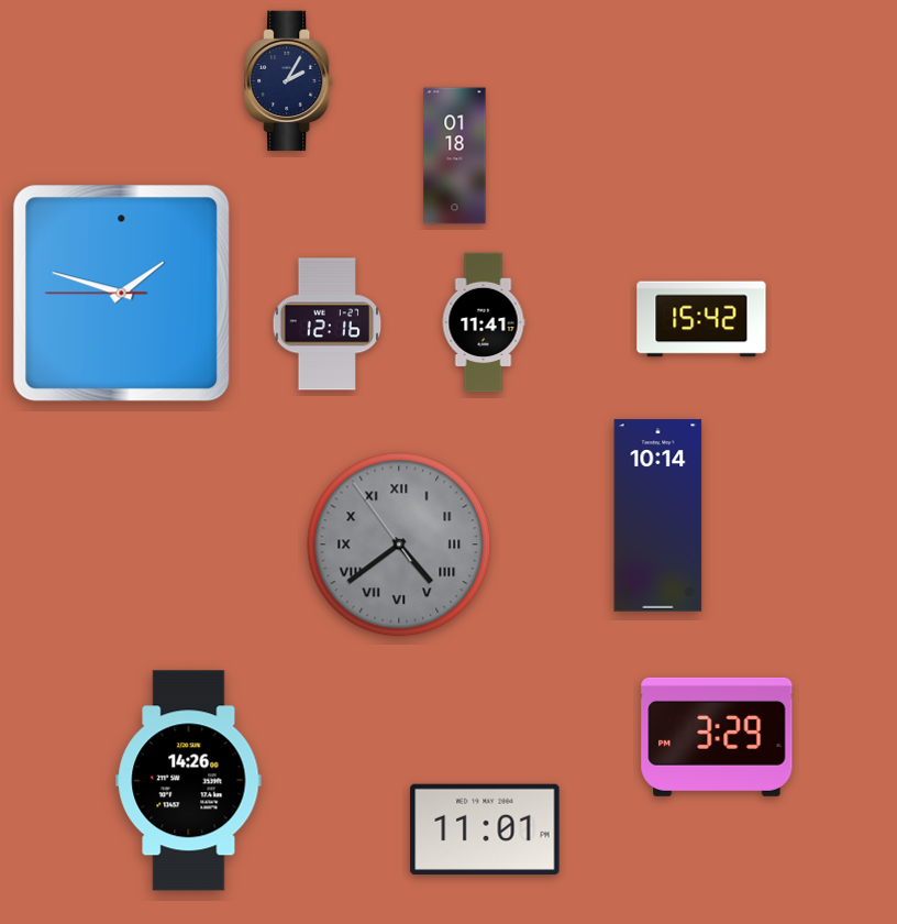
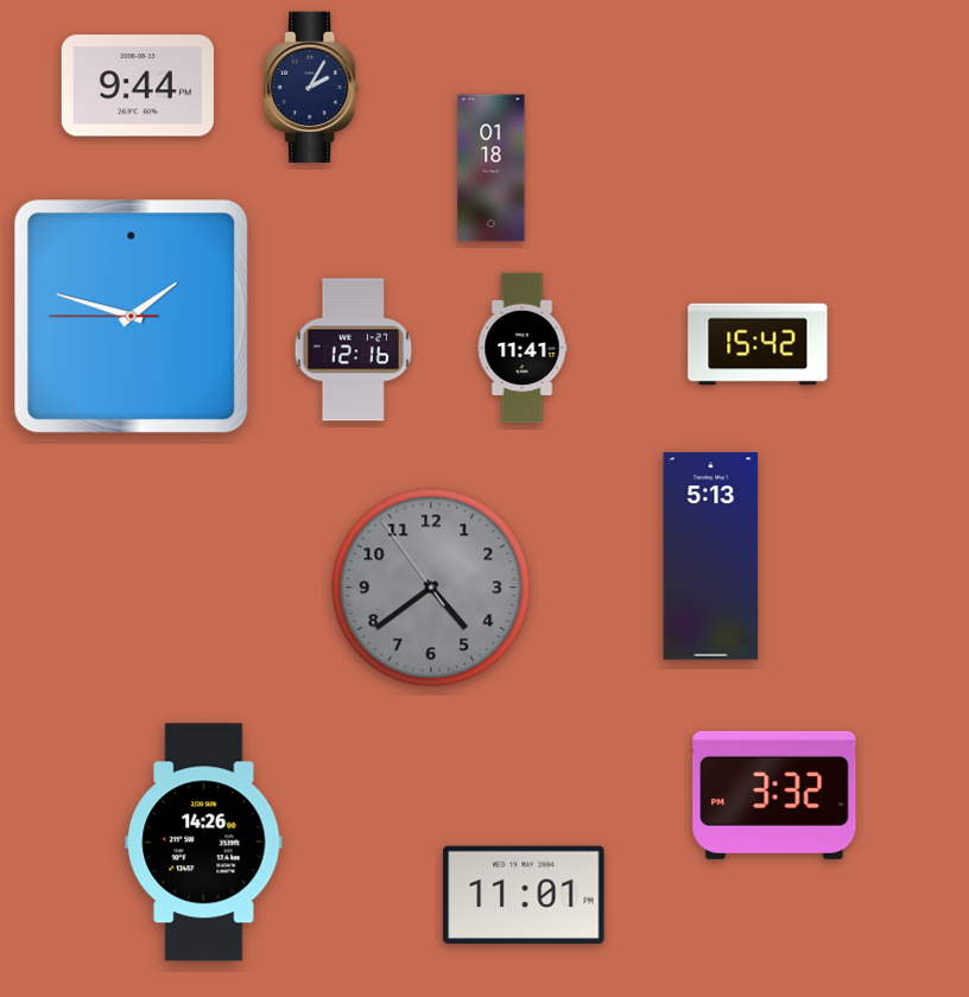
clock at (138, 85): none -> 9:44
clock at (658, 516): 10:14 -> 5:13
clock at (399, 544) numerals: Roman -> Arabic
clock at (717, 737): 3:29 -> 3:32
